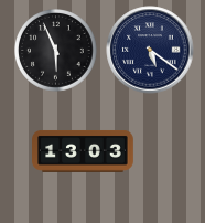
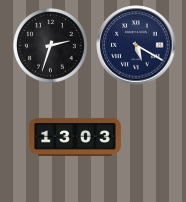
clock at (150, 50): 5:21 -> 5:20
clock at (56, 51): 5:56 -> 2:33
